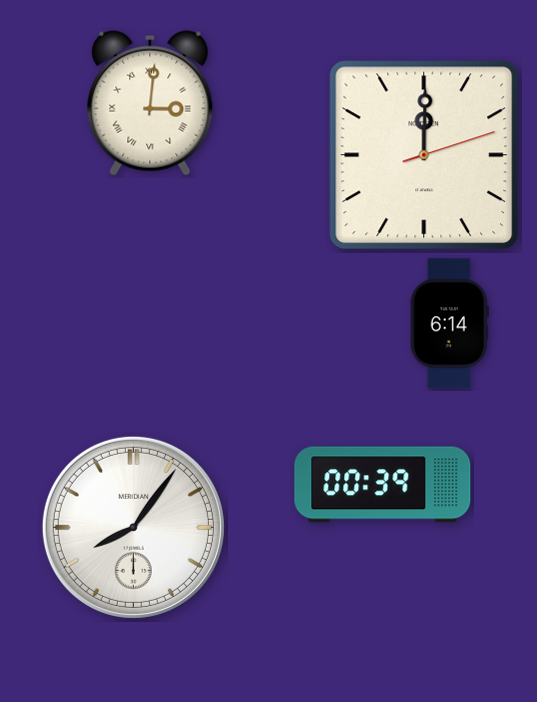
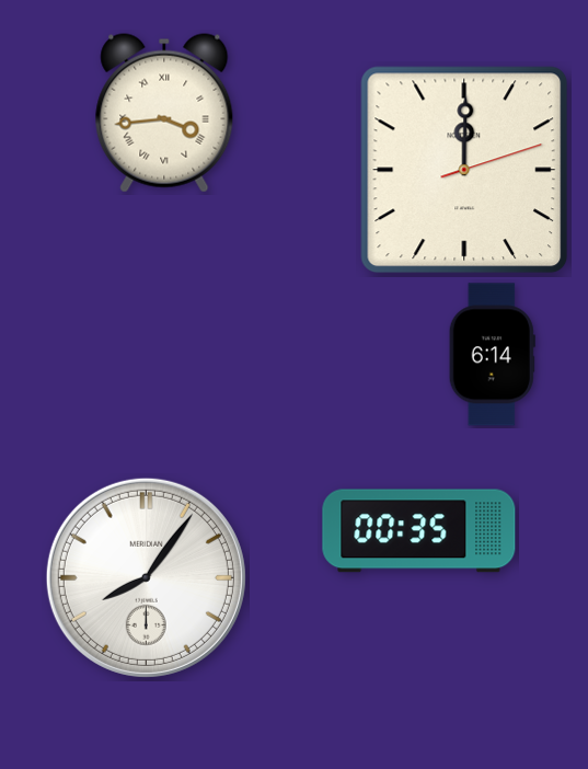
clock at (150, 103): 3:01 -> 3:44
clock at (383, 485): 00:39 -> 00:35
